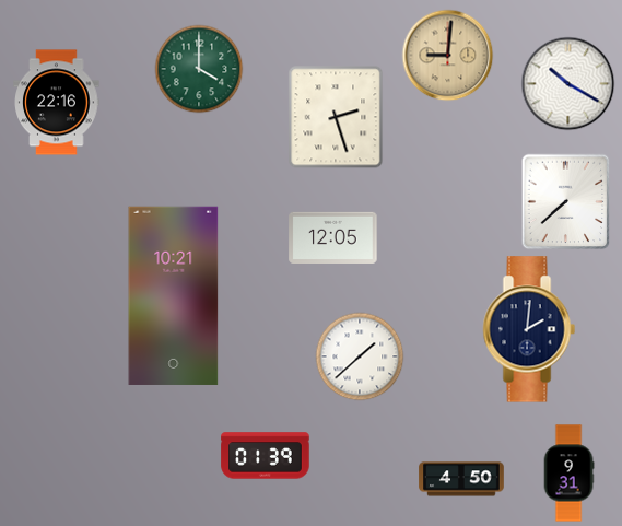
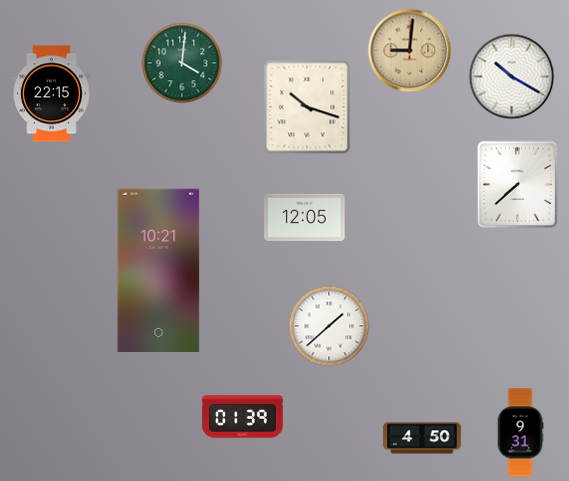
clock at (199, 69): 4:00 -> 4:01
clock at (567, 83) position: (567, 83) -> (511, 76)
clock at (57, 103): 22:16 -> 22:15
clock at (336, 117): 2:27 -> 10:18
clock at (529, 329): 2:01 -> none
